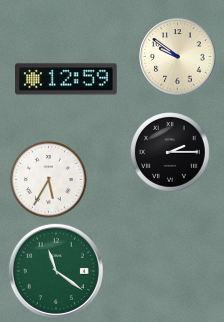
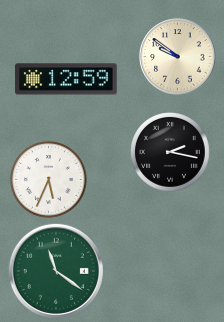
clock at (171, 153): 2:15 -> 2:17
clock at (49, 180): 5:35 -> 5:34
